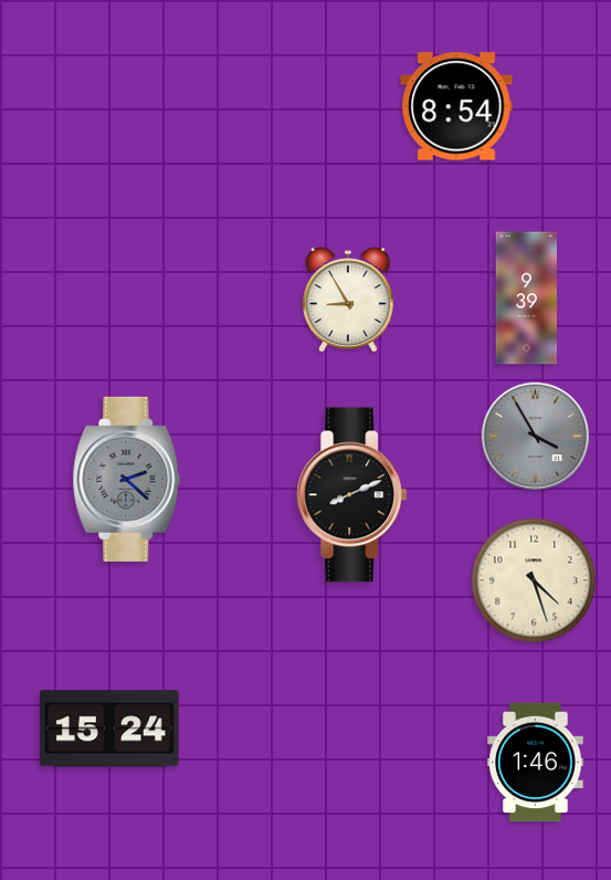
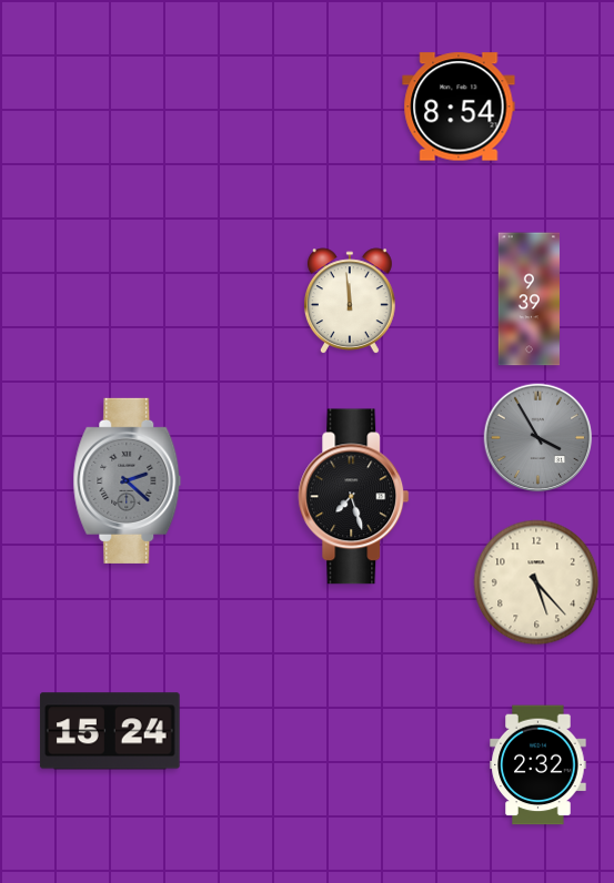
clock at (348, 301): 8:55 -> 11:59
clock at (352, 495): 8:11 -> 7:27
clock at (534, 580): 4:27 -> 5:23
clock at (536, 763): 1:46 -> 2:32
